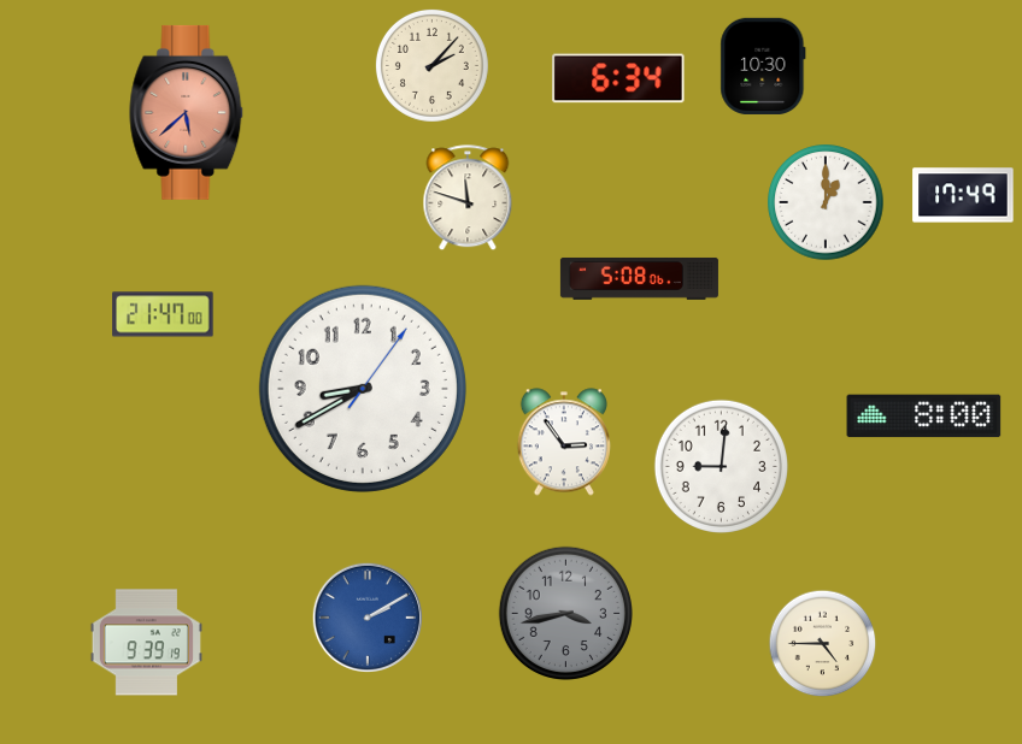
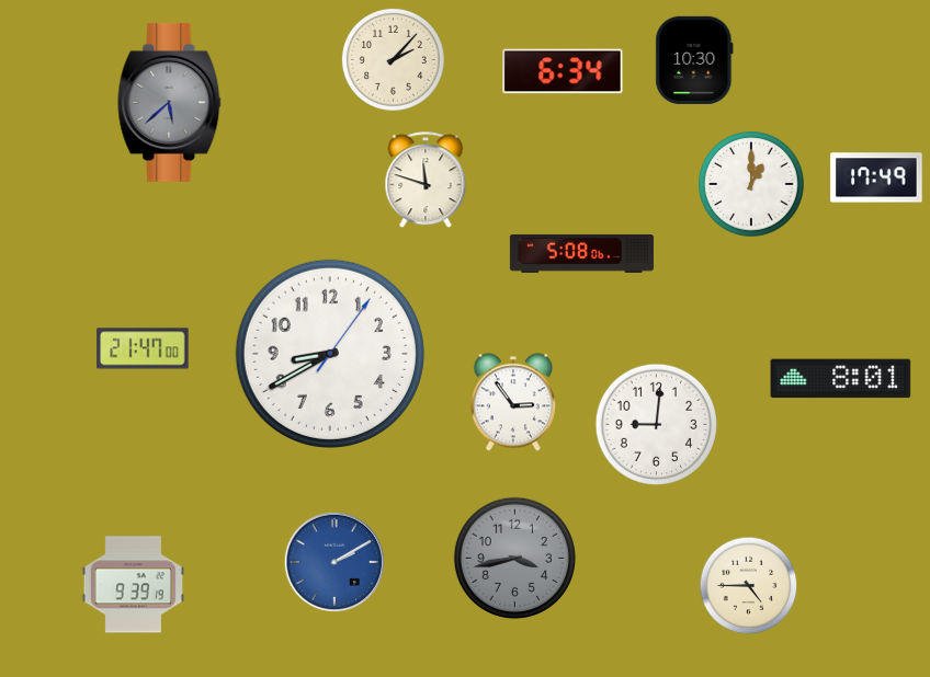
clock at (187, 112) dial: salmon -> grey
clock at (163, 314) position: (163, 314) -> (143, 348)
clock at (924, 417): 8:00 -> 8:01
